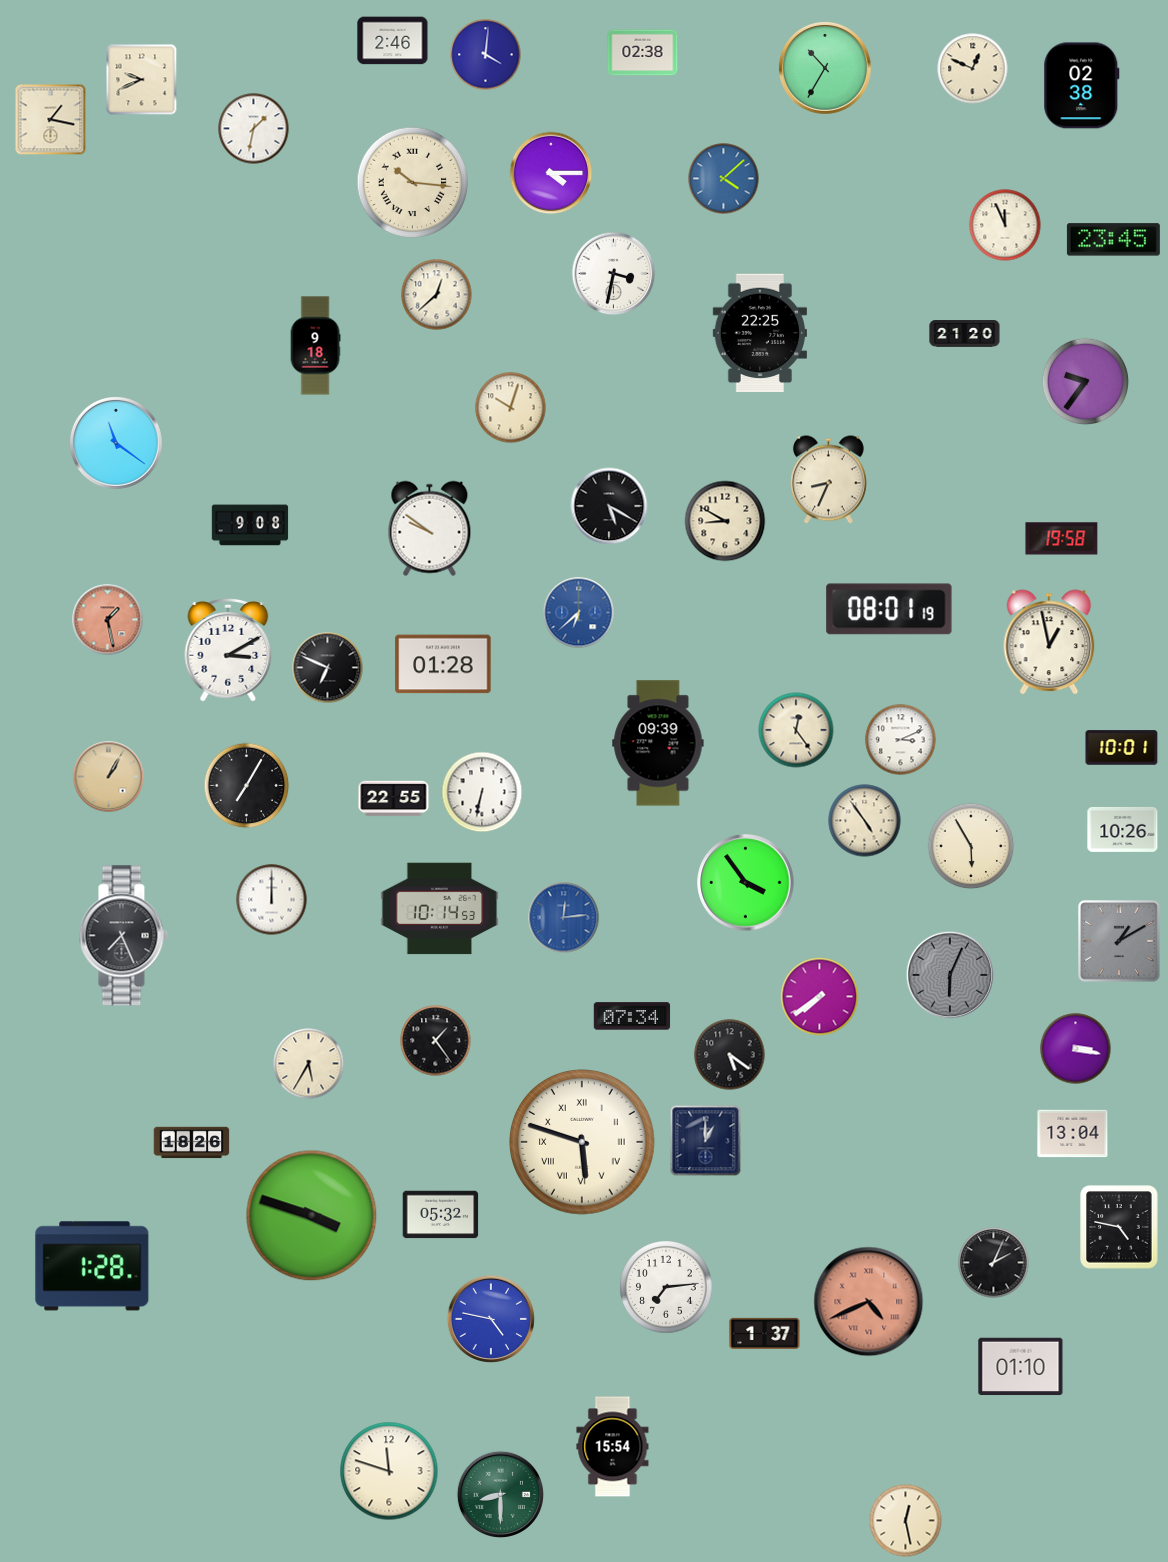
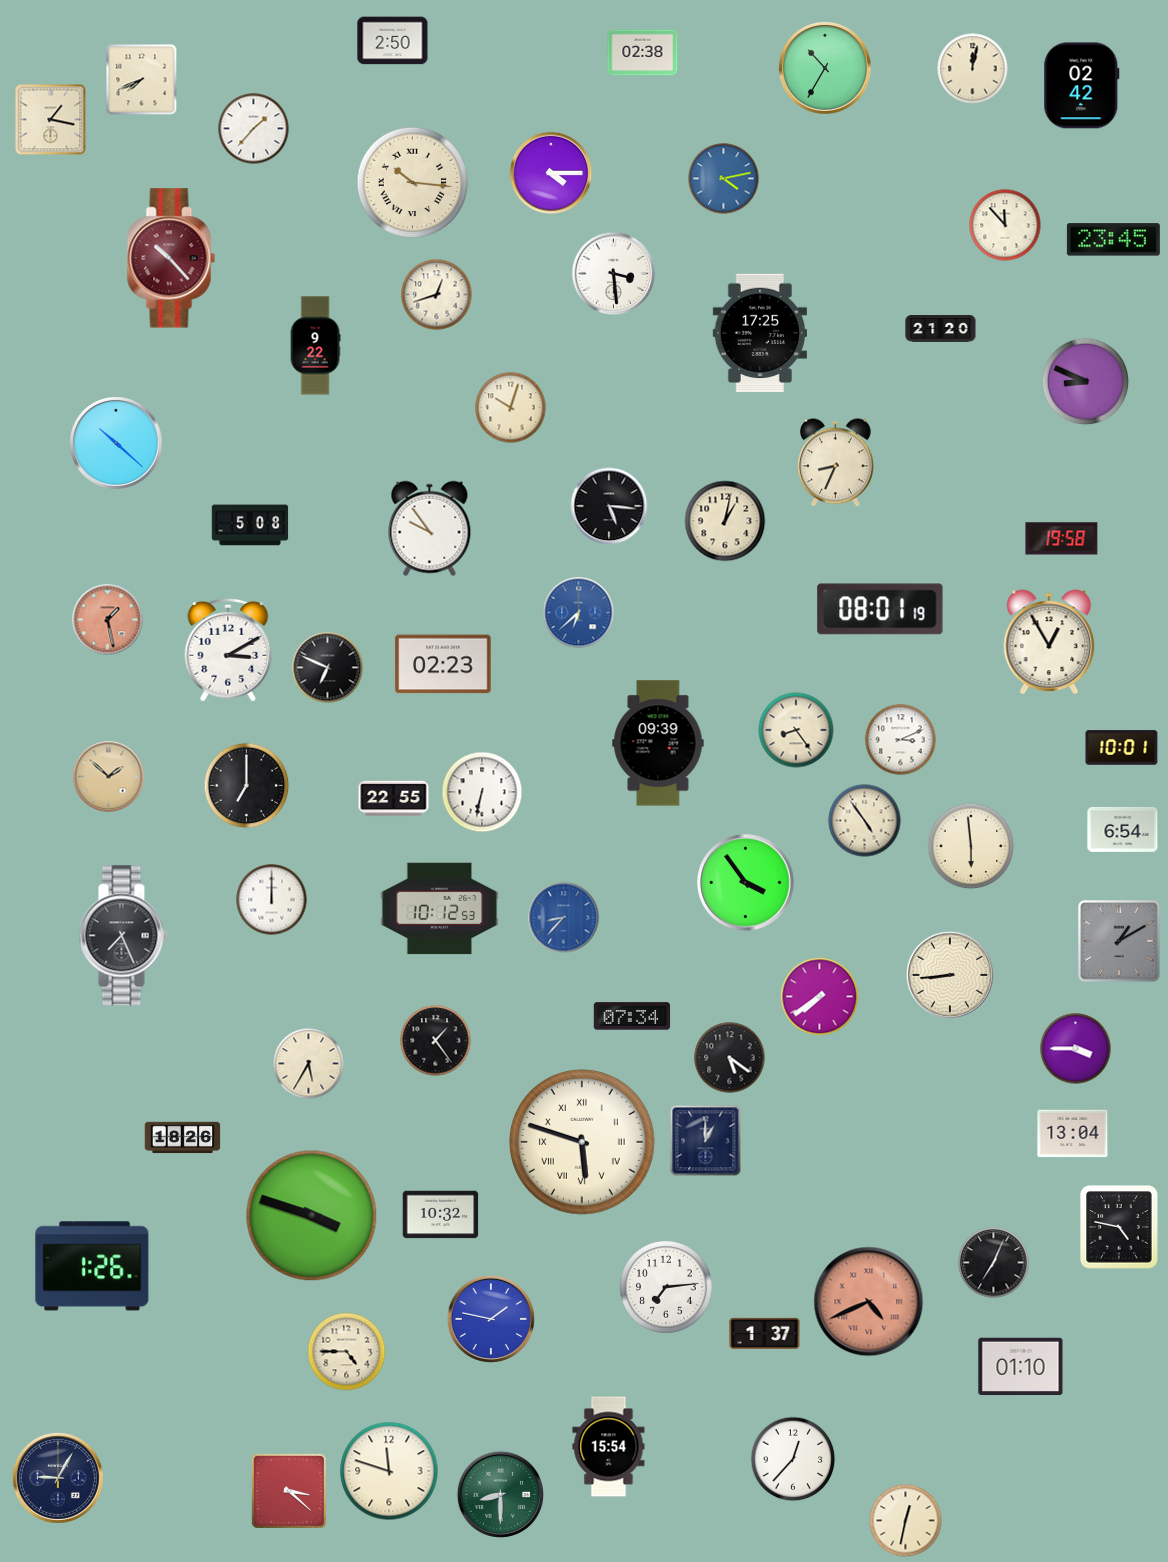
clock at (393, 41): 2:46 -> 2:50
clock at (486, 55): 4:01 -> none
clock at (973, 69): 12:49 -> 12:02
clock at (142, 80): 9:41 -> 7:41
clock at (1082, 86): 02:38 -> 02:42
clock at (254, 129): 1:32 -> 1:37
clock at (724, 179): 4:08 -> 4:13
clock at (1005, 225): 11:56 -> 11:53
clock at (171, 258): none -> 10:23
clock at (614, 274): 3:32 -> 3:29
clock at (437, 295): 12:38 -> 12:42
clock at (760, 333): 22:25 -> 17:25
clock at (965, 334) position: (965, 334) -> (941, 329)
clock at (315, 346): 9:18 -> 9:22
clock at (1086, 382): 9:36 -> 8:49
clock at (116, 444): 11:21 -> 10:22
clock at (828, 480) position: (828, 480) -> (835, 463)
clock at (609, 506): 5:20 -> 5:16
clock at (725, 521): 8:50 -> 1:02
clock at (250, 525): 9:08 -> 5:08
clock at (430, 529): 9:51 -> 9:54
clock at (889, 609) position: (889, 609) -> (880, 609)
clock at (1049, 642): 12:58 -> 12:55
clock at (443, 664): 01:28 -> 02:23
clock at (796, 730): 12:24 -> 8:24
clock at (109, 777): 1:05 -> 1:52
clock at (247, 786): 7:05 -> 7:00
clock at (1123, 829): 10:26 -> 6:54
clock at (971, 846): 5:55 -> 5:59
clock at (440, 909): 10:14 -> 10:12
clock at (564, 918): 12:14 -> 8:37
clock at (950, 975): 6:04 -> 8:44
clock at (950, 975) dial: grey -> cream
clock at (1076, 1049): 3:17 -> 3:45
clock at (730, 1055) position: (730, 1055) -> (730, 1058)
clock at (192, 1143) position: (192, 1143) -> (183, 1138)
clock at (441, 1215): 05:32 -> 10:32
clock at (994, 1263): 2:04 -> 7:04
clock at (92, 1266): 1:28 -> 1:26
clock at (491, 1319): 4:47 -> 1:47
clock at (347, 1352): none -> 4:45
clock at (613, 1447) position: (613, 1447) -> (609, 1447)
clock at (793, 1459): none -> 12:37
clock at (58, 1478): none -> 9:05
clock at (289, 1491): none -> 3:22
clock at (906, 1521): 12:28 -> 12:32
